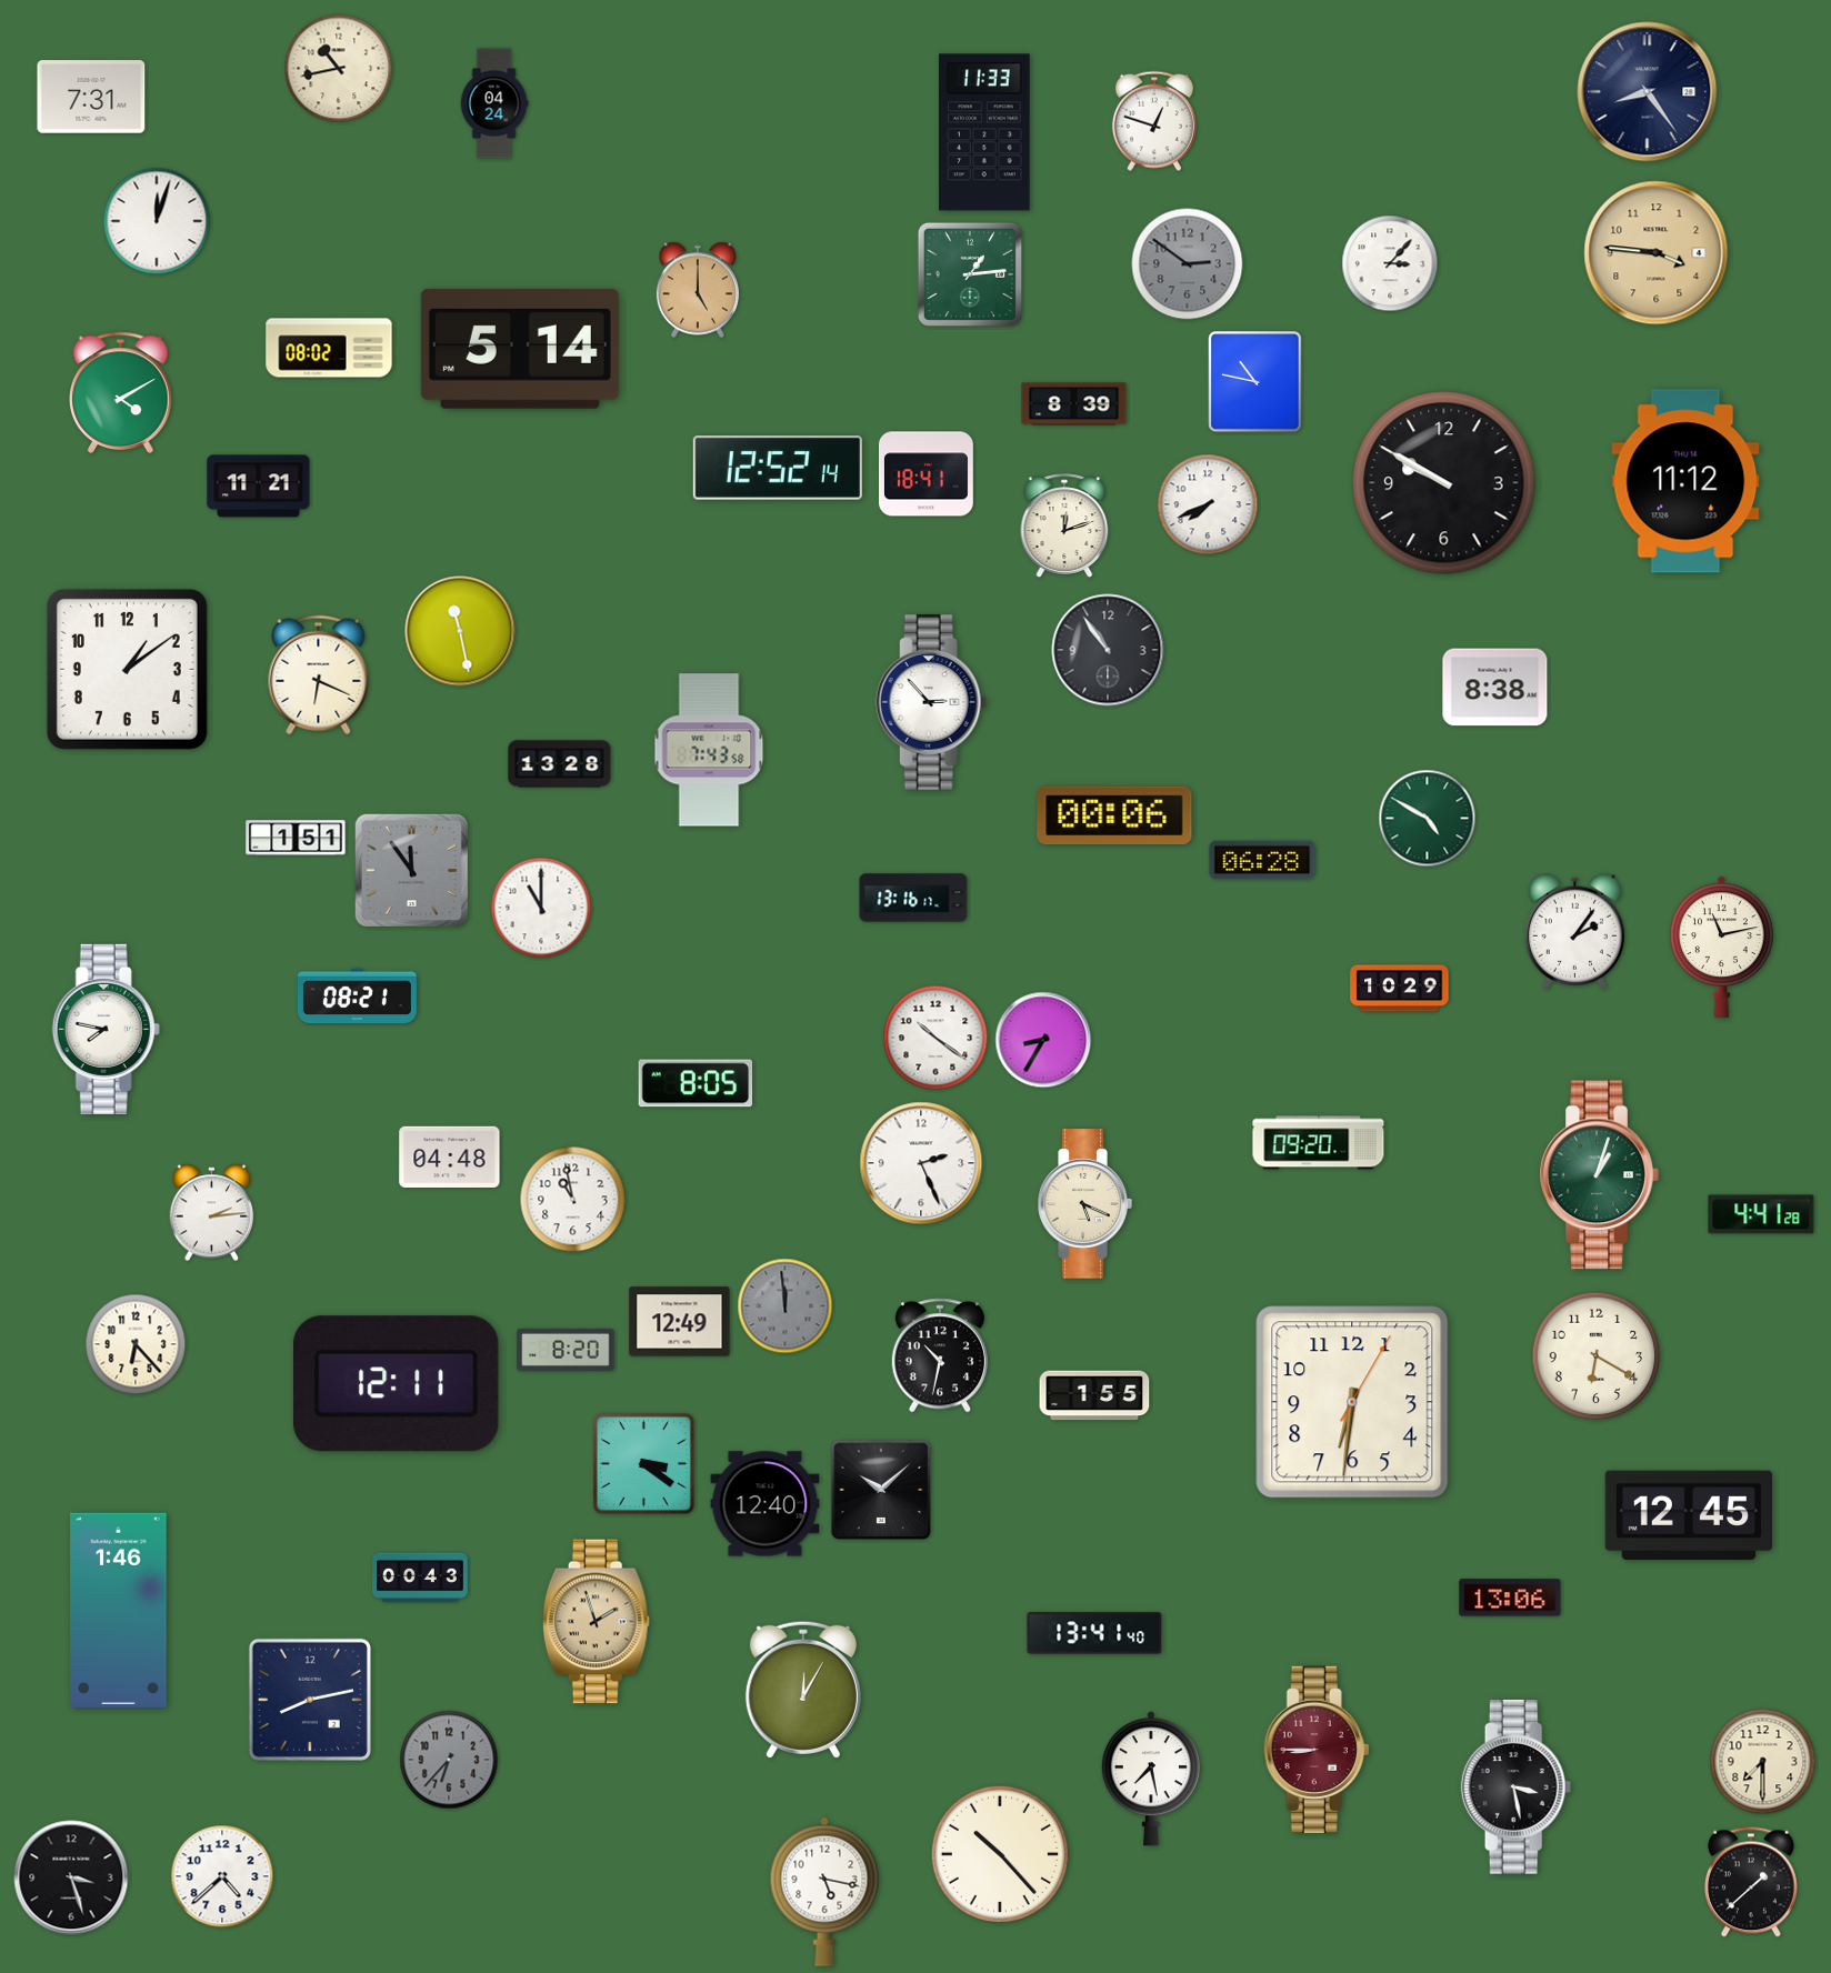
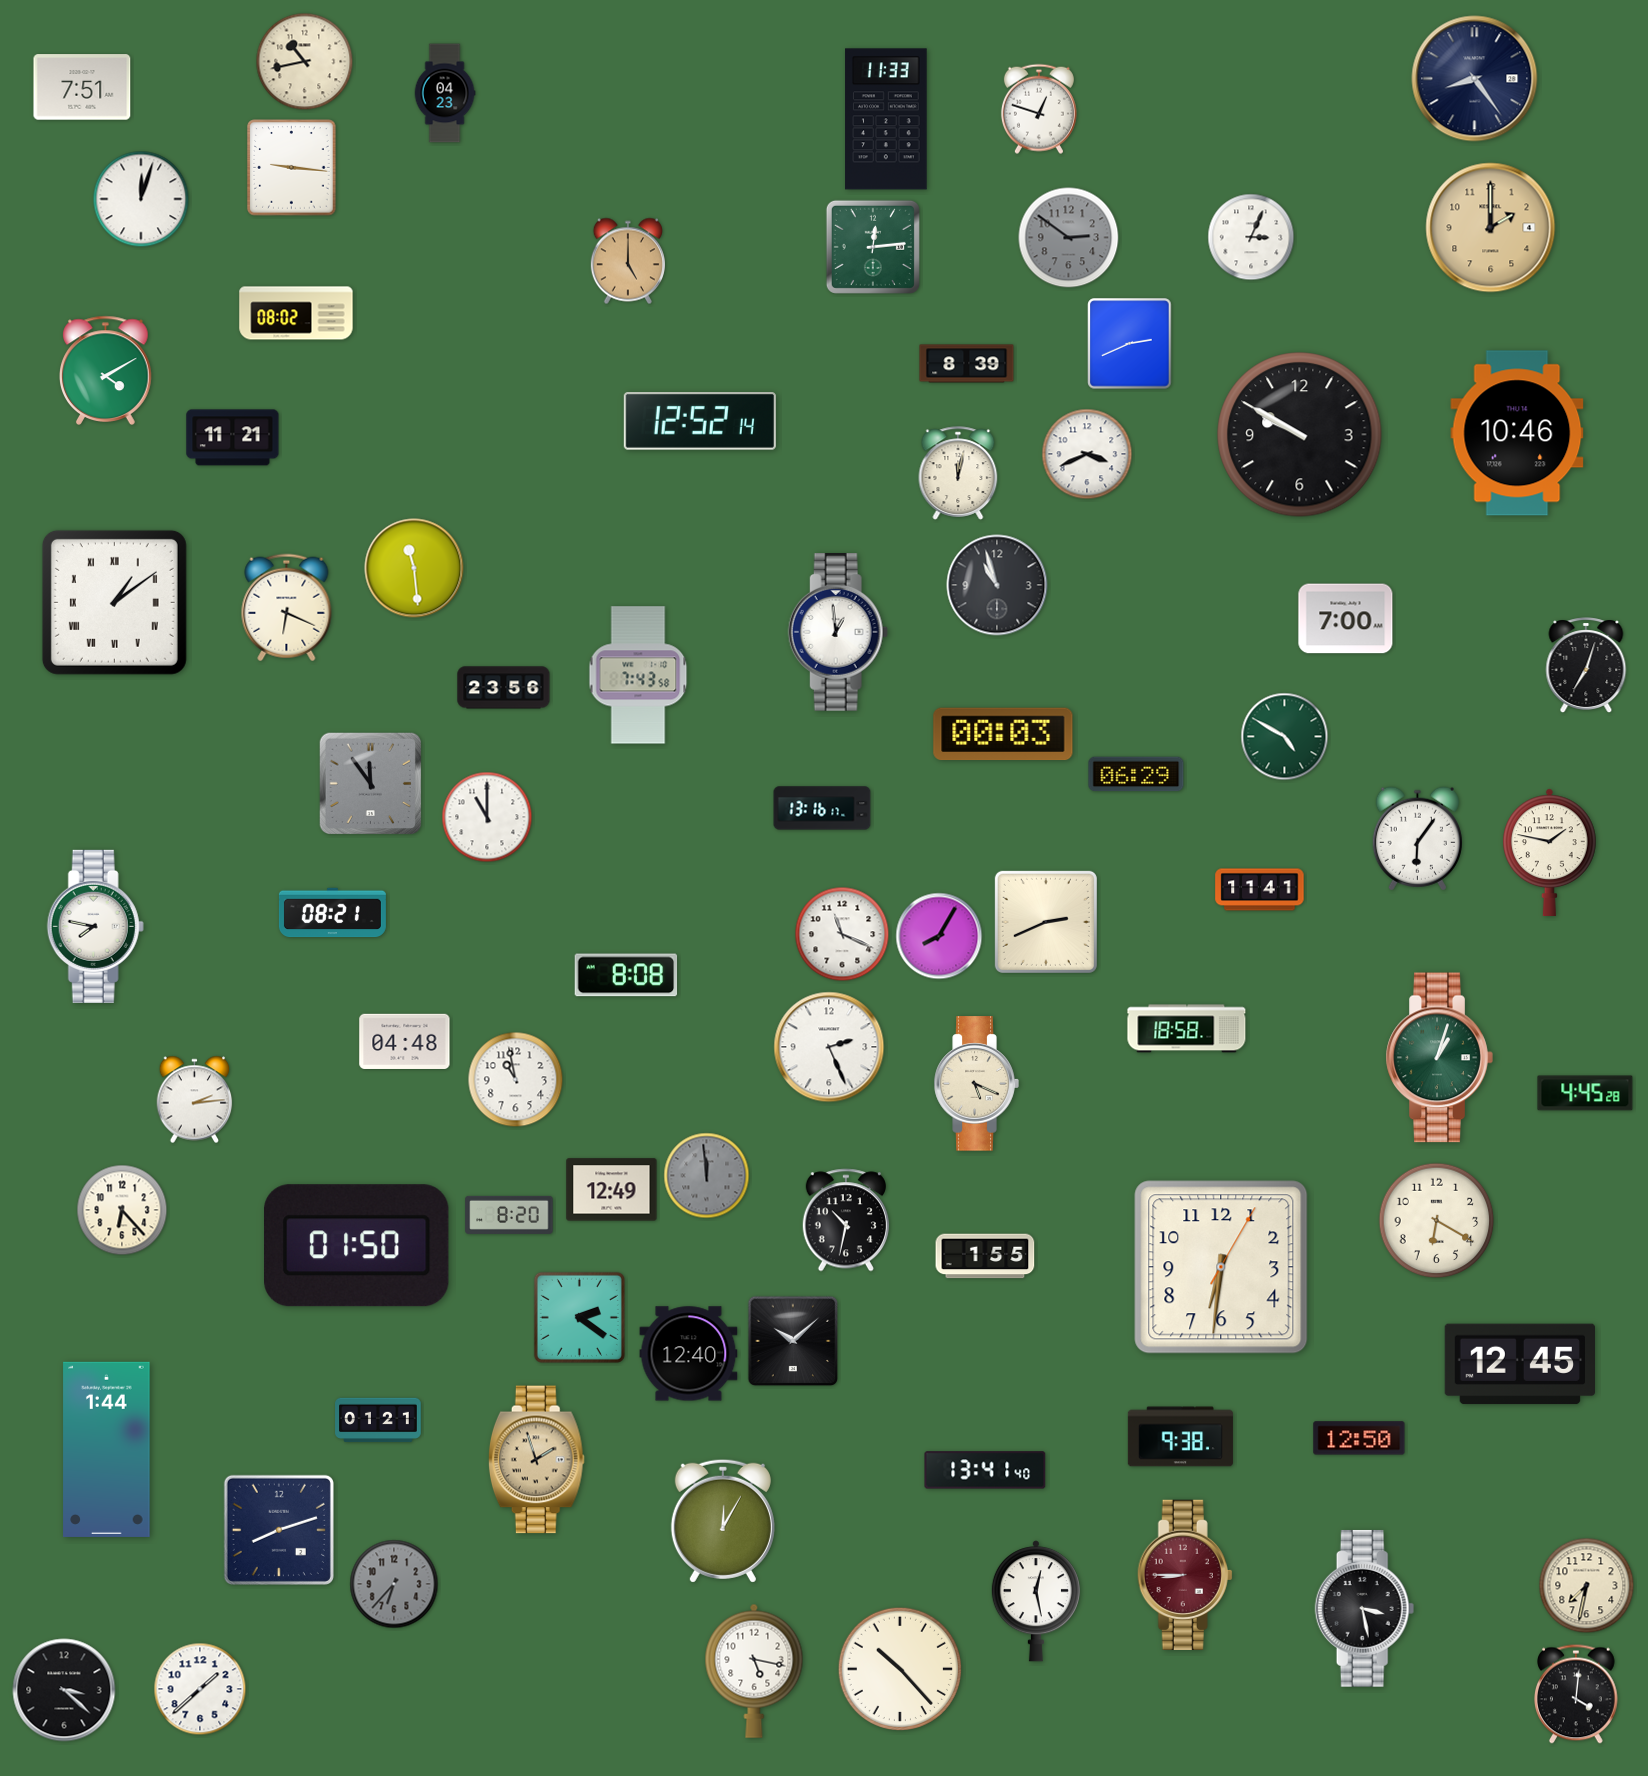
clock at (1648, 92) position: (1648, 92) -> (1475, 79)
clock at (91, 97): 7:31 -> 7:51
clock at (494, 103): 04:24 -> 04:23
clock at (292, 168): none -> 9:16
clock at (1657, 253): 3:46 -> 2:00
clock at (1390, 263): 3:07 -> 3:04
clock at (970, 274): 1:14 -> 12:14
clock at (520, 349): 5:14 -> none
clock at (1255, 382): 10:47 -> 2:41
clock at (121, 392) position: (121, 392) -> (106, 370)
clock at (927, 474): 18:41 -> none
clock at (1685, 481): 11:12 -> 10:46
clock at (1208, 504): 7:41 -> 3:41
clock at (1064, 525): 12:12 -> 12:02
clock at (460, 631): 11:28 -> 11:29
clock at (1108, 650): 10:54 -> 10:57
clock at (127, 669) numerals: Arabic -> Roman
clock at (1495, 688): 8:38 -> 7:00
clock at (931, 702): 2:53 -> 12:59
clock at (1586, 665): none -> 7:03
clock at (560, 764): 13:28 -> 23:56
clock at (1114, 815): 00:06 -> 00:03
clock at (296, 838): 1:51 -> none
clock at (1262, 860): 06:28 -> 06:29
clock at (1574, 932): 2:06 -> 6:06
clock at (1721, 947): 11:13 -> 1:47
clock at (1400, 989): 10:29 -> 11:41
clock at (357, 996) position: (357, 996) -> (332, 913)
clock at (1046, 922): none -> 2:41
clock at (935, 1038): 10:21 -> 11:19
clock at (1043, 1040): 8:35 -> 8:05
clock at (696, 1083): 8:05 -> 8:08
clock at (1319, 1143): 09:20 -> 18:58
clock at (212, 1213) position: (212, 1213) -> (195, 1100)
clock at (1761, 1214): 4:41 -> 4:45
clock at (397, 1384): 12:11 -> 01:50
clock at (1352, 1402) position: (1352, 1402) -> (1221, 1267)
clock at (643, 1463): 3:21 -> 2:21
clock at (420, 1578): 00:43 -> 01:21
clock at (1180, 1437): none -> 9:38
clock at (1510, 1598): 13:06 -> 12:50
clock at (119, 1610): 1:46 -> 1:44
clock at (310, 1700): 8:13 -> 8:12
clock at (449, 1760) position: (449, 1760) -> (394, 1584)
clock at (1763, 1762): 7:30 -> 7:32
clock at (1151, 1779): 7:28 -> 12:28
clock at (222, 1876): 4:38 -> 1:38
clock at (71, 1877): 3:27 -> 3:22
clock at (1752, 1882): 1:38 -> 4:01
clock at (824, 1892) position: (824, 1892) -> (754, 1671)
